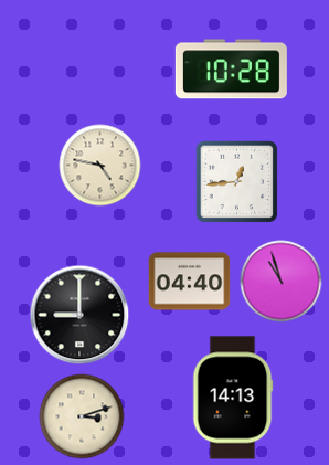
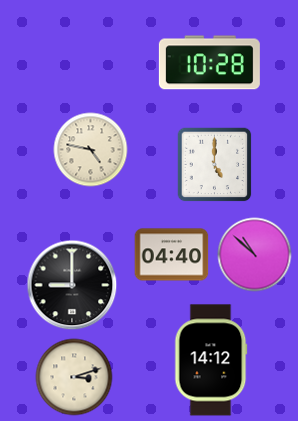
clock at (237, 182): 12:44 -> 5:00
clock at (282, 282): 10:57 -> 10:52
clock at (233, 398): 14:13 -> 14:12
